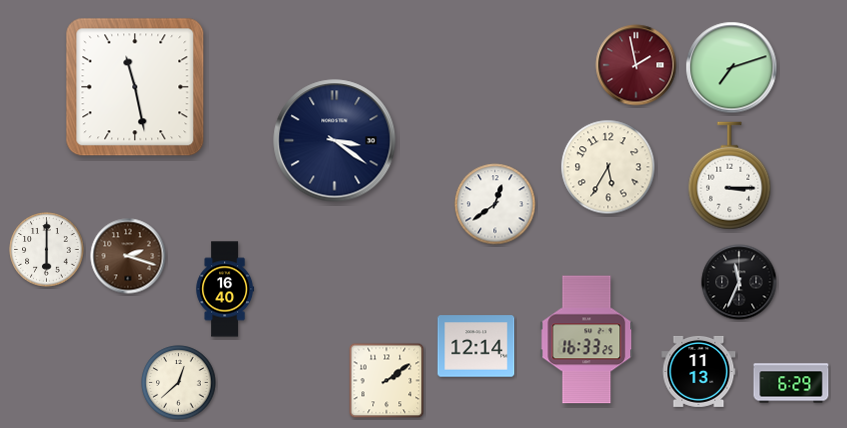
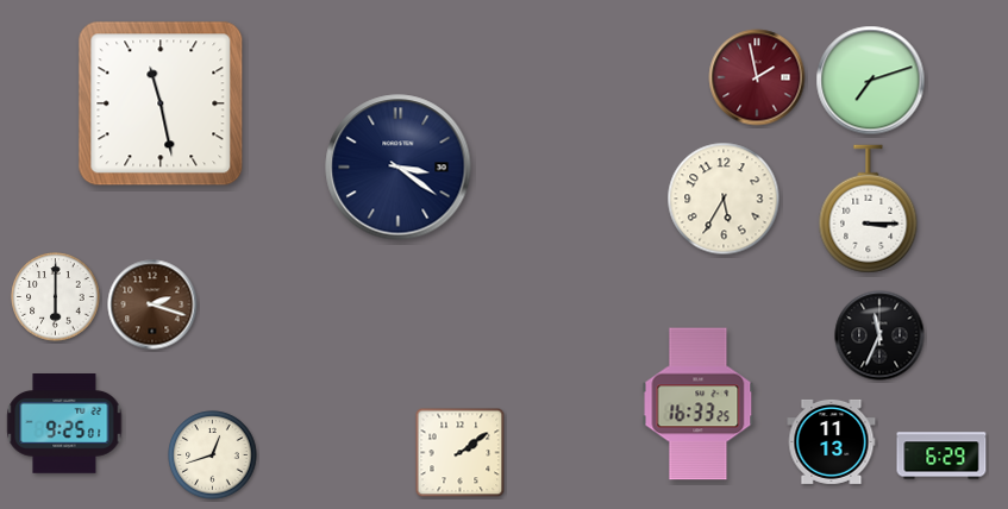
clock at (495, 204): 12:39 -> none
clock at (225, 289): 16:40 -> none
clock at (476, 346): 12:14 -> none
clock at (64, 425): none -> 9:25
clock at (179, 383): 12:38 -> 12:42
